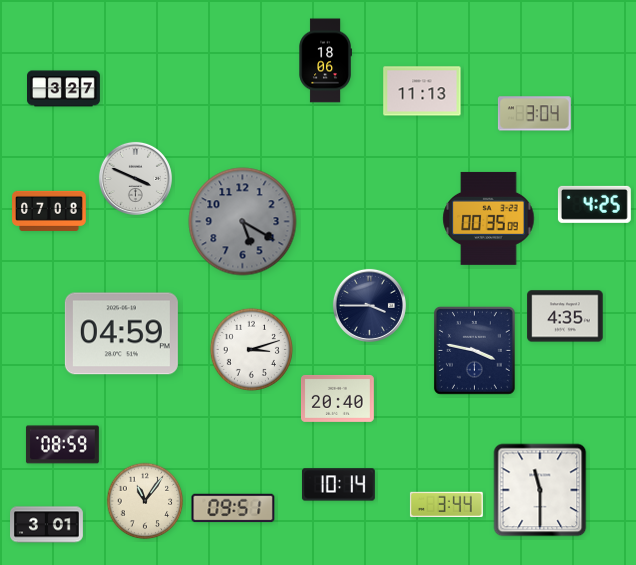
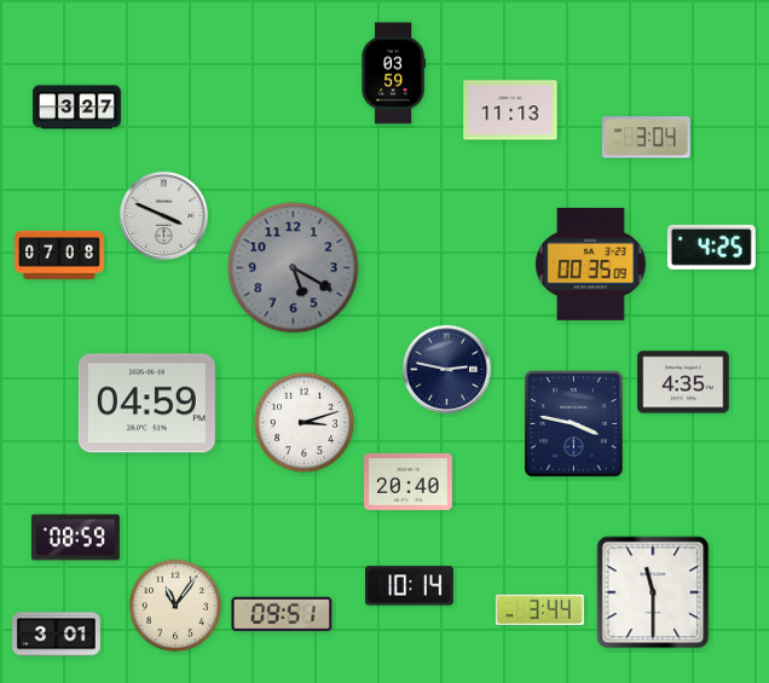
clock at (325, 61): 18:06 -> 03:59
clock at (594, 204) position: (594, 204) -> (711, 247)
clock at (369, 305): 3:45 -> 2:47
